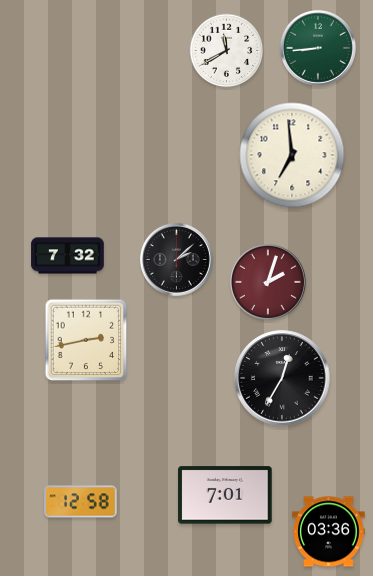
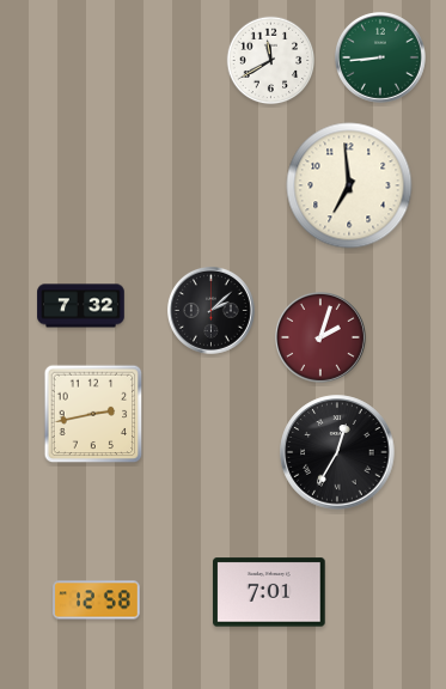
clock at (86, 340) position: (86, 340) -> (93, 414)
clock at (329, 532): 03:36 -> none
